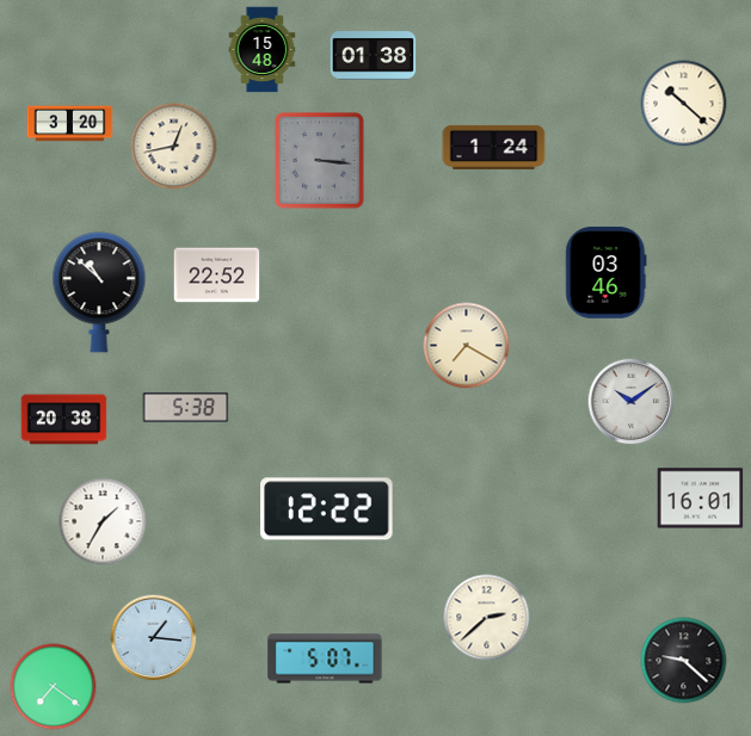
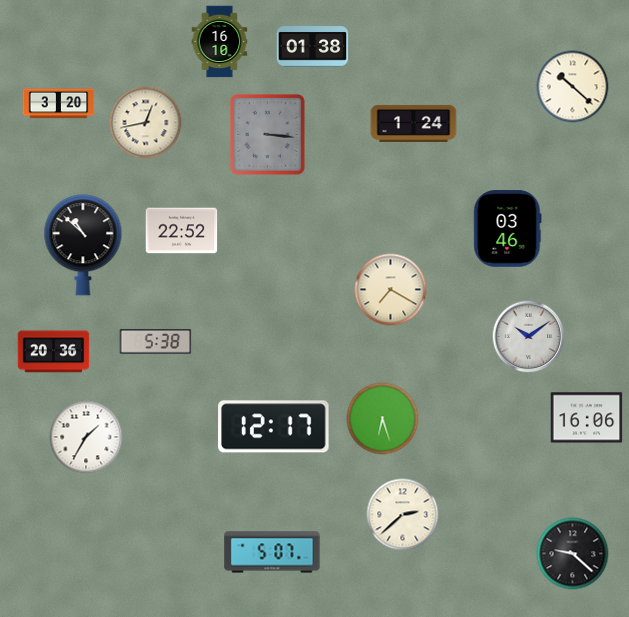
clock at (263, 50): 15:48 -> 16:10
clock at (64, 420): 20:38 -> 20:36
clock at (701, 499): 16:01 -> 16:06
clock at (383, 419): none -> 6:27
clock at (327, 509): 12:22 -> 12:17
clock at (487, 618) position: (487, 618) -> (403, 515)
clock at (154, 638): 1:16 -> none
clock at (54, 687): 7:21 -> none
